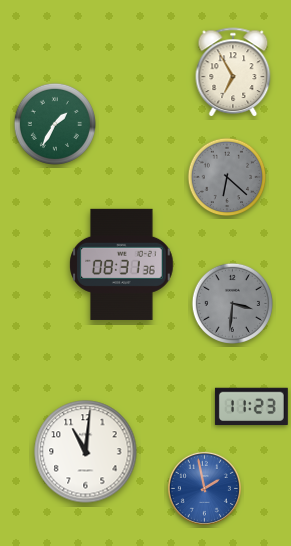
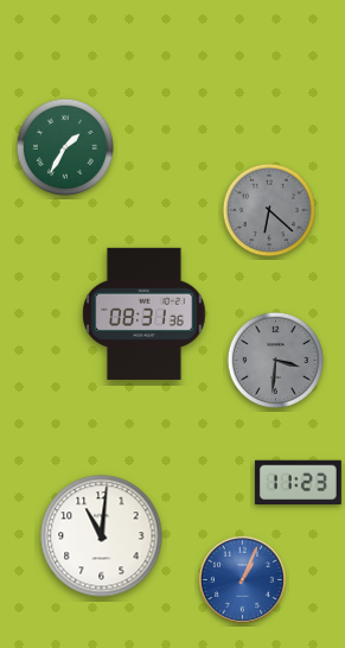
clock at (233, 72): 6:55 -> none
clock at (204, 488): 1:58 -> 1:04
